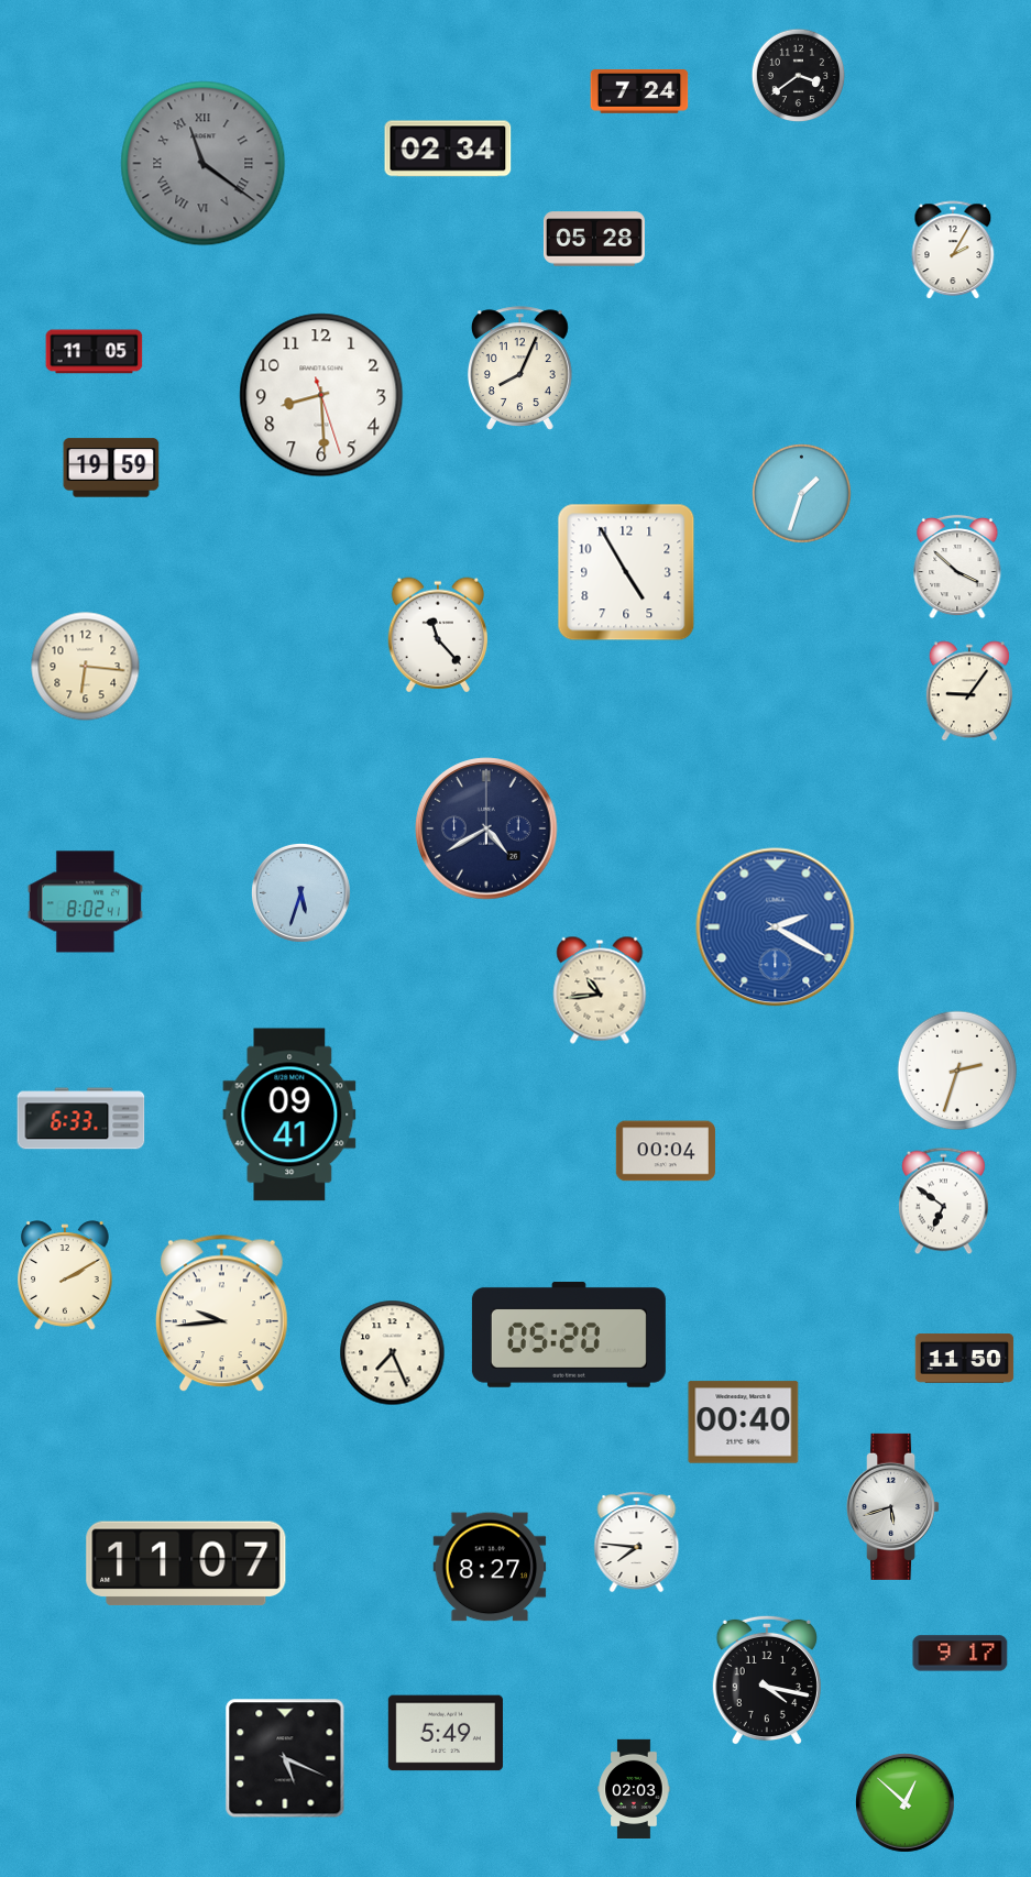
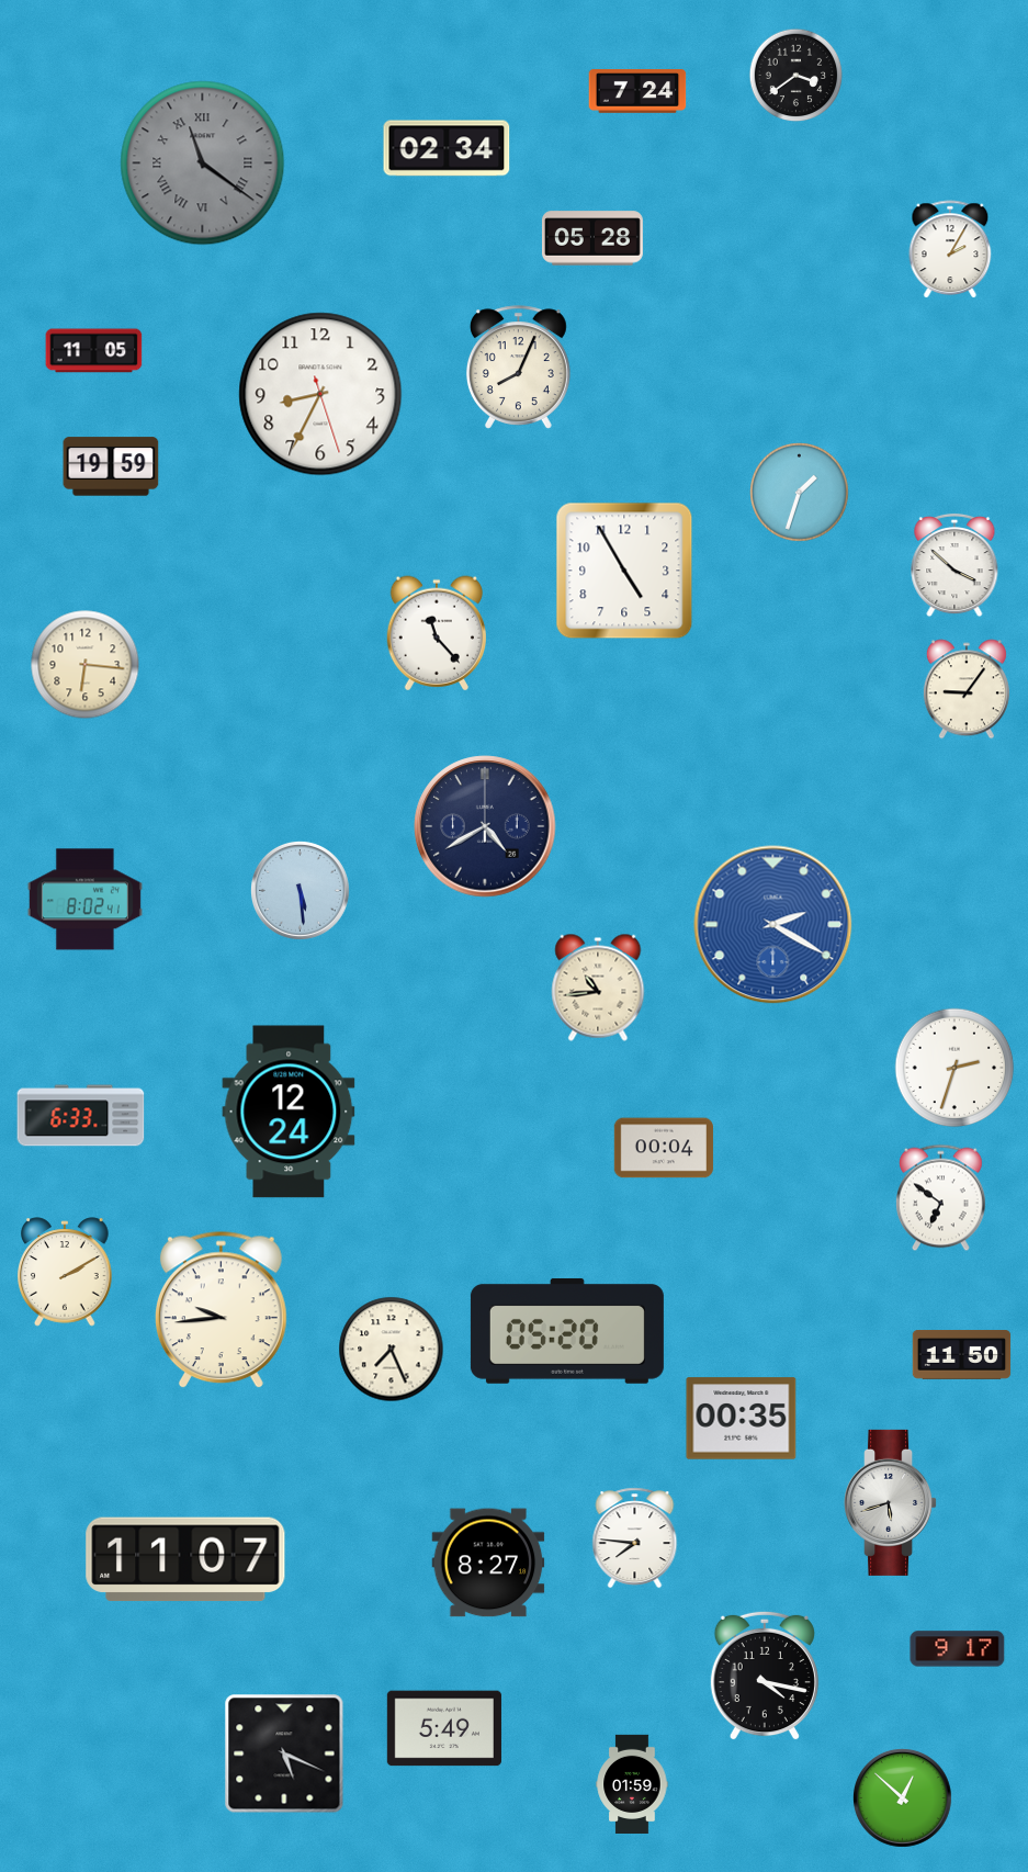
clock at (321, 395): 8:29 -> 8:34
clock at (300, 892): 5:33 -> 5:29
clock at (289, 1115): 09:41 -> 12:24
clock at (744, 1423): 00:40 -> 00:35
clock at (634, 1788): 02:03 -> 01:59
